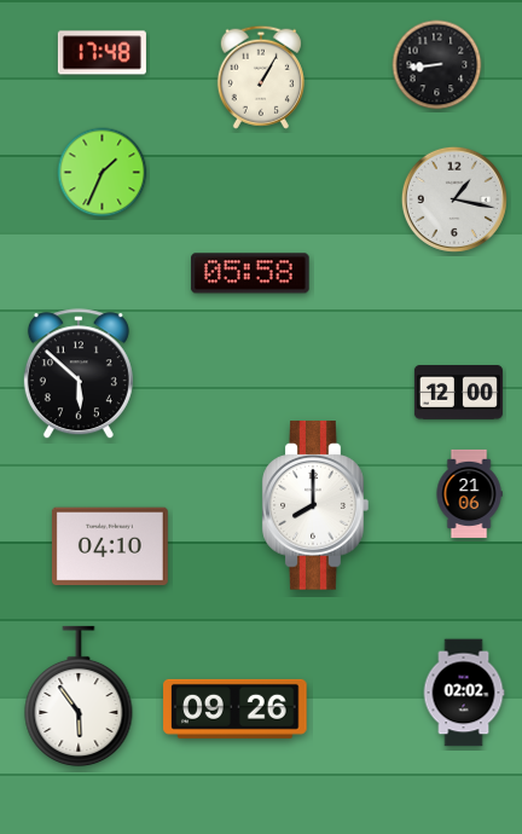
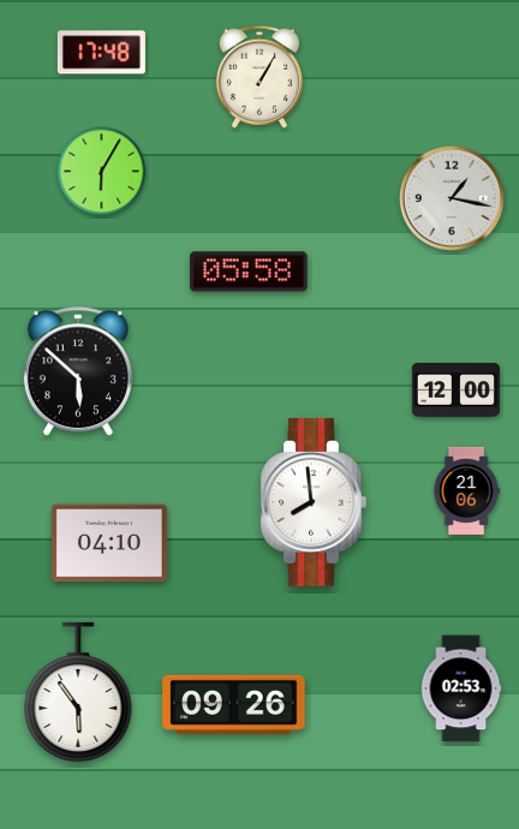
clock at (437, 65): 8:44 -> none
clock at (103, 173): 1:34 -> 6:05
clock at (315, 505): 8:00 -> 7:59
clock at (464, 693): 02:02 -> 02:53
